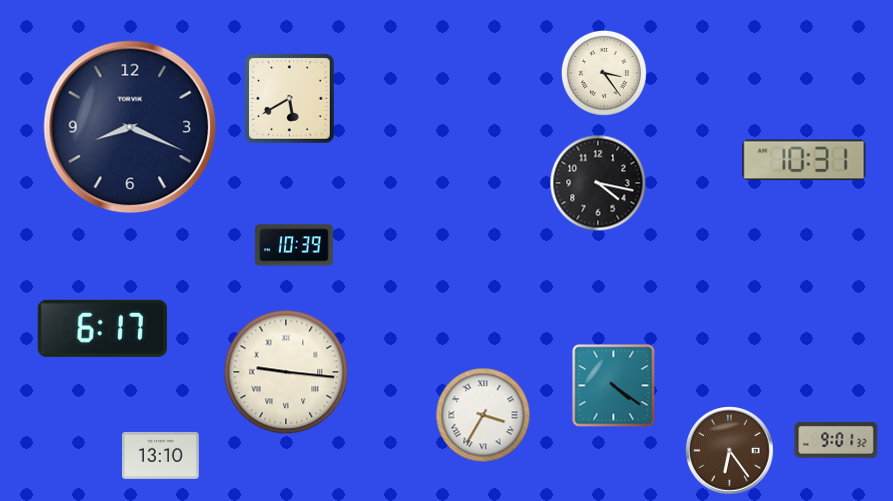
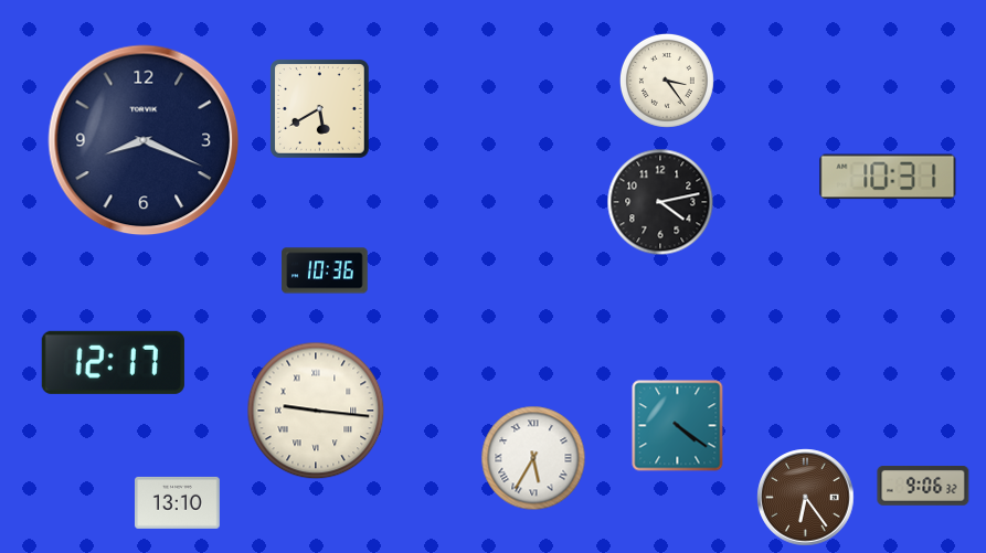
clock at (598, 183): 4:17 -> 4:13
clock at (294, 245): 10:39 -> 10:36
clock at (102, 328): 6:17 -> 12:17
clock at (483, 415): 3:35 -> 5:35
clock at (836, 441): 9:01 -> 9:06
